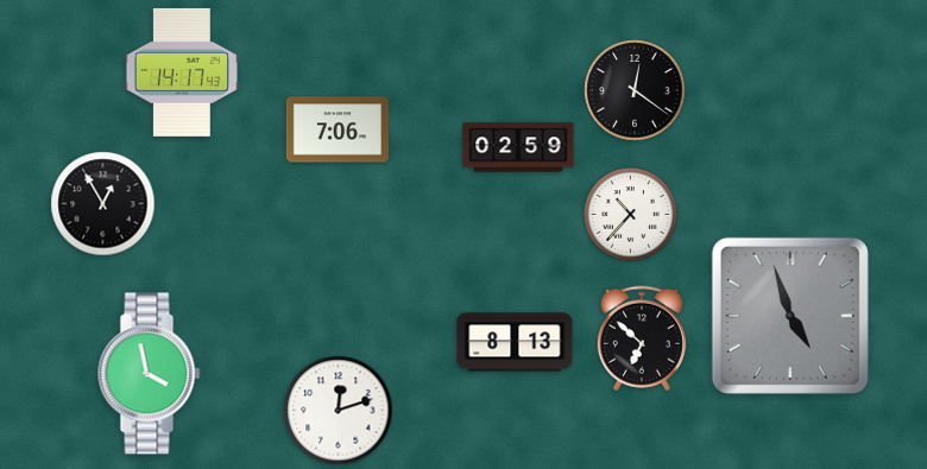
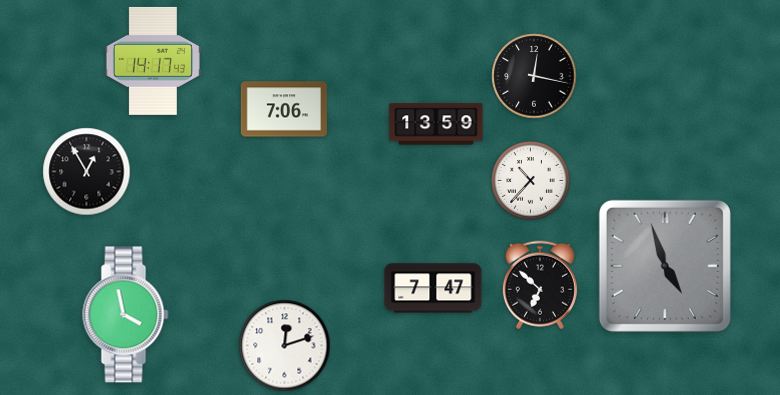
clock at (635, 90): 12:21 -> 12:17
clock at (518, 147): 02:59 -> 13:59
clock at (515, 342): 8:13 -> 7:47
